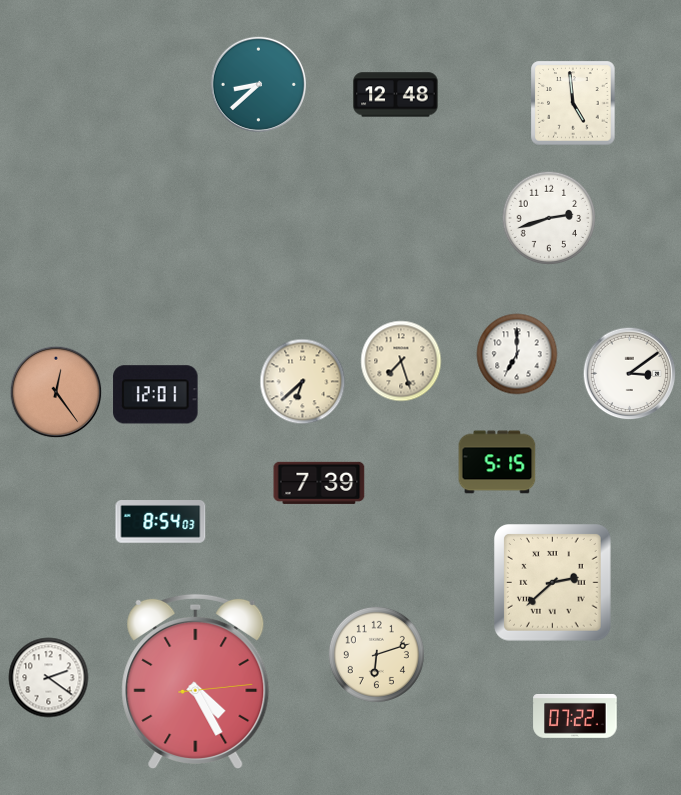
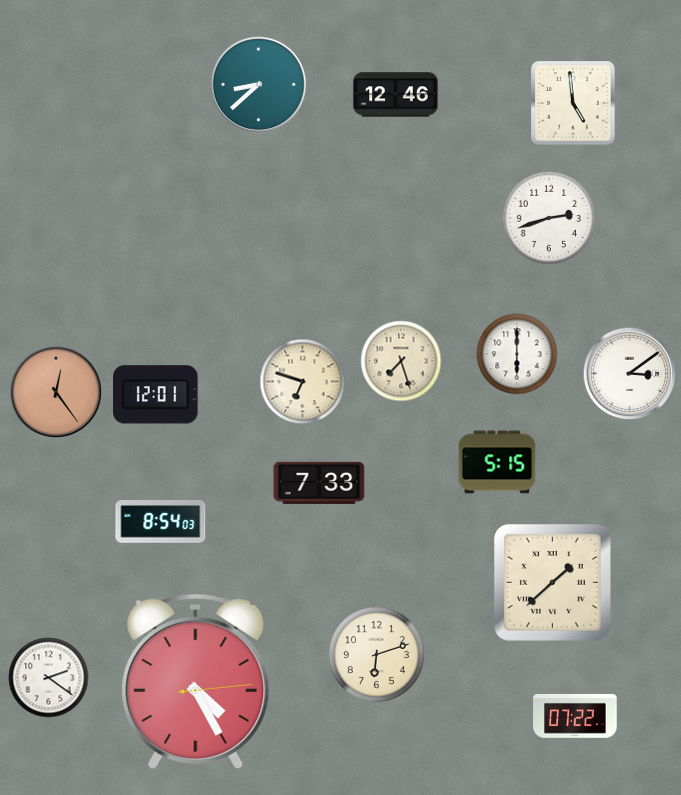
clock at (396, 95): 12:48 -> 12:46
clock at (517, 354): 7:00 -> 6:00
clock at (303, 382): 6:38 -> 6:48
clock at (319, 483): 7:39 -> 7:33
clock at (553, 583): 2:38 -> 1:38
